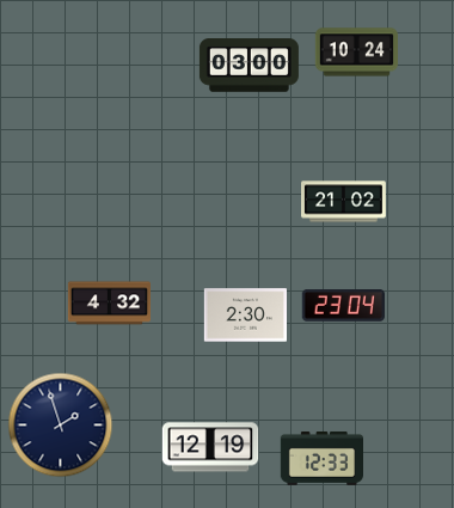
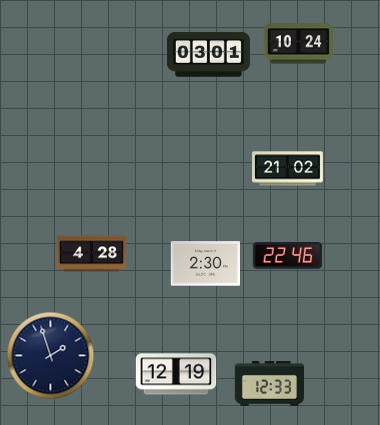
clock at (249, 66): 03:00 -> 03:01
clock at (109, 304): 4:32 -> 4:28
clock at (343, 306): 23:04 -> 22:46
